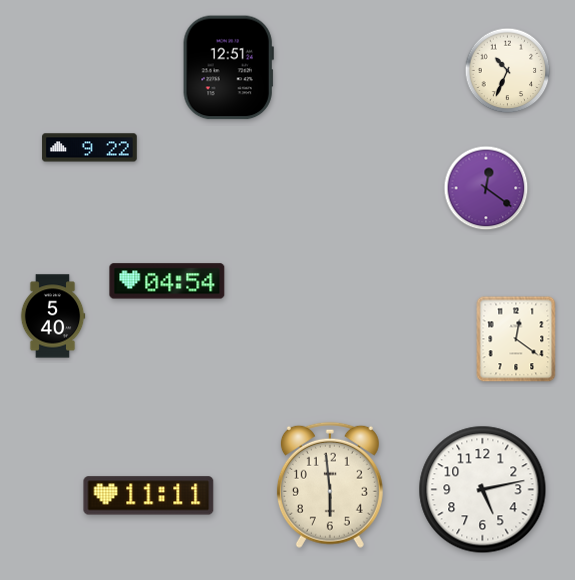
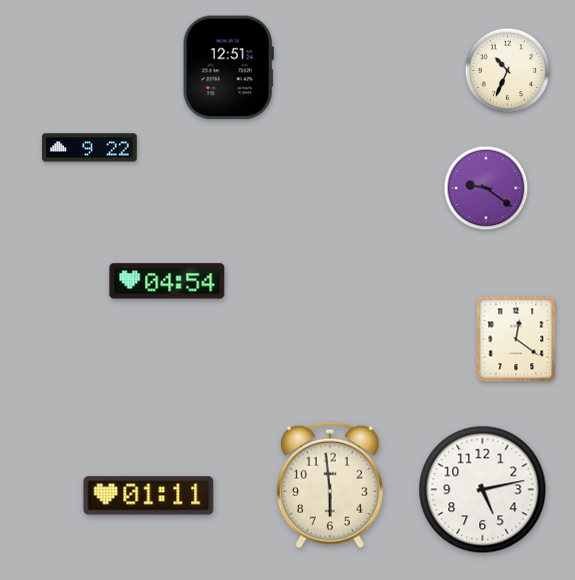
clock at (486, 188): 12:21 -> 9:21
clock at (53, 316): 5:40 -> none
clock at (149, 496): 11:11 -> 01:11
